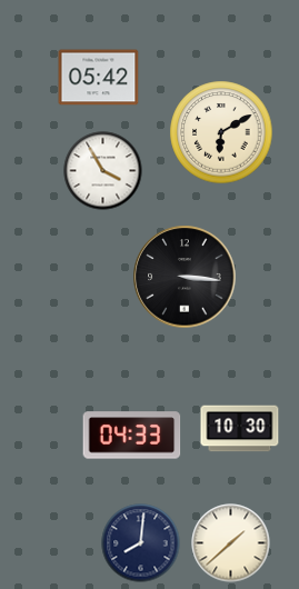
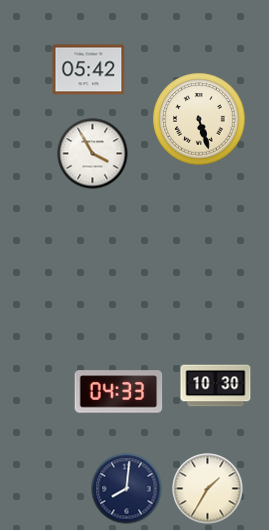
clock at (221, 132): 6:10 -> 5:27
clock at (185, 277): 3:16 -> none
clock at (231, 543): 1:38 -> 1:35
